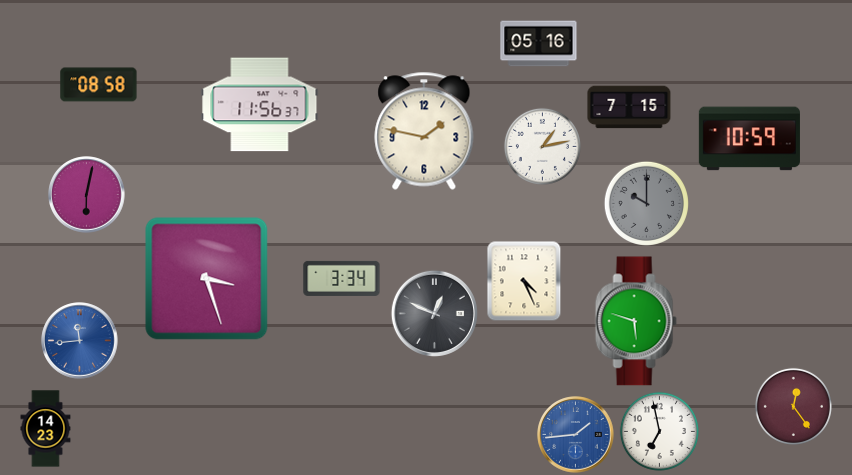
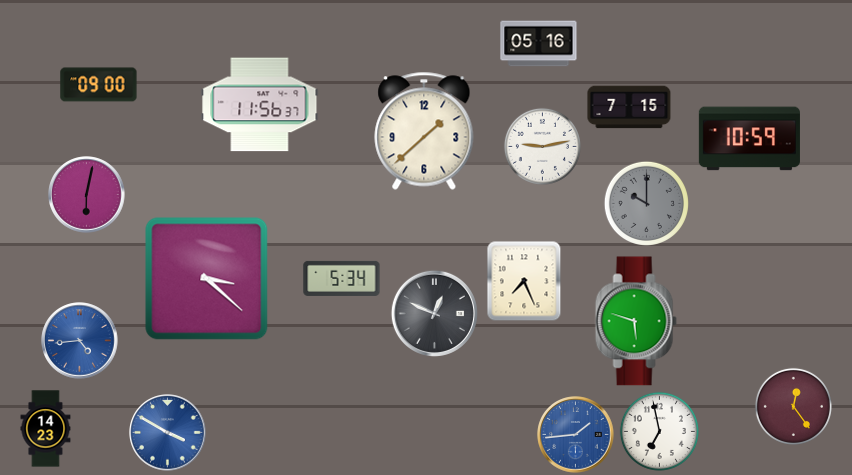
clock at (99, 85): 08:58 -> 09:00
clock at (424, 131): 1:47 -> 1:38
clock at (542, 146): 1:13 -> 9:13
clock at (342, 278): 3:34 -> 5:34
clock at (207, 279): 3:27 -> 3:22
clock at (524, 281): 4:26 -> 7:26
clock at (80, 341): 11:44 -> 4:44
clock at (168, 433): none -> 3:50
